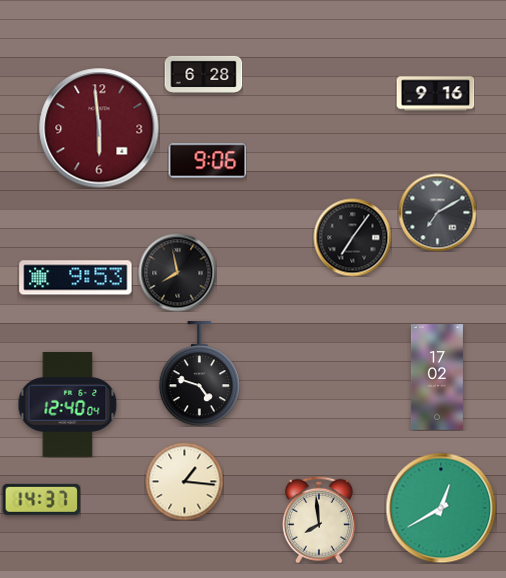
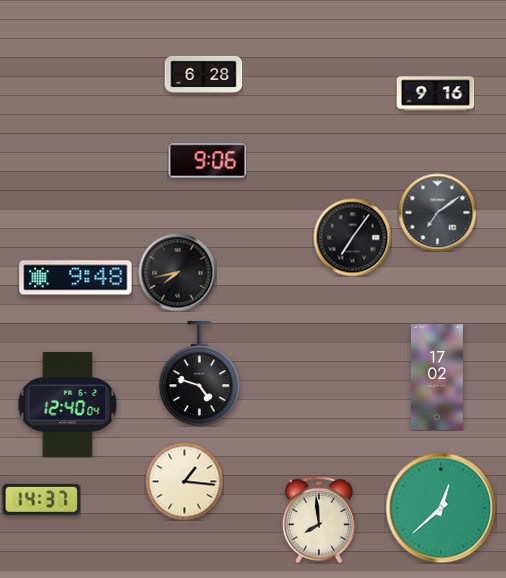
clock at (99, 128): 5:59 -> none
clock at (437, 212): 7:10 -> 7:09
clock at (177, 272): 7:58 -> 7:43
clock at (76, 278): 9:53 -> 9:48
clock at (441, 508): 12:40 -> 12:38
